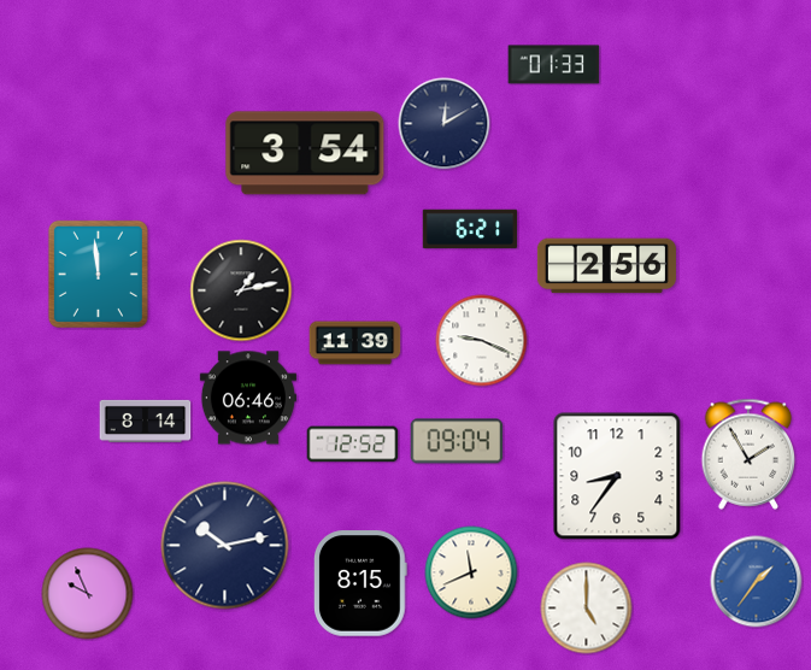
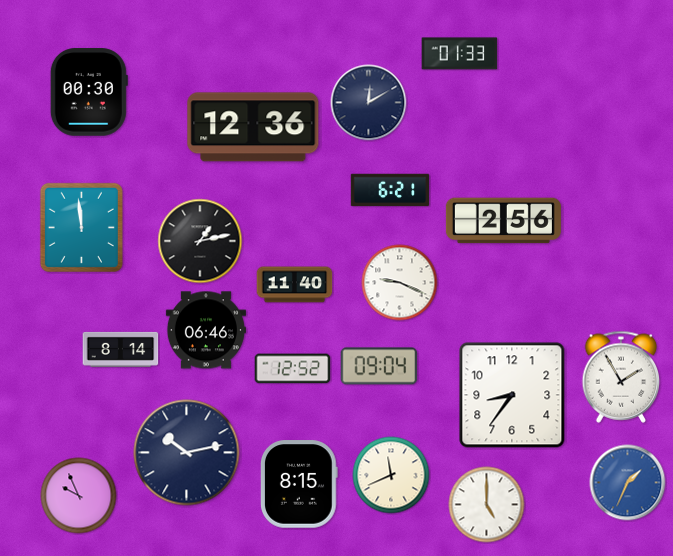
clock at (89, 92): none -> 00:30
clock at (305, 153): 3:54 -> 12:36
clock at (355, 343): 11:39 -> 11:40
clock at (757, 582): 1:36 -> 1:34
clock at (88, 594) position: (88, 594) -> (79, 496)
